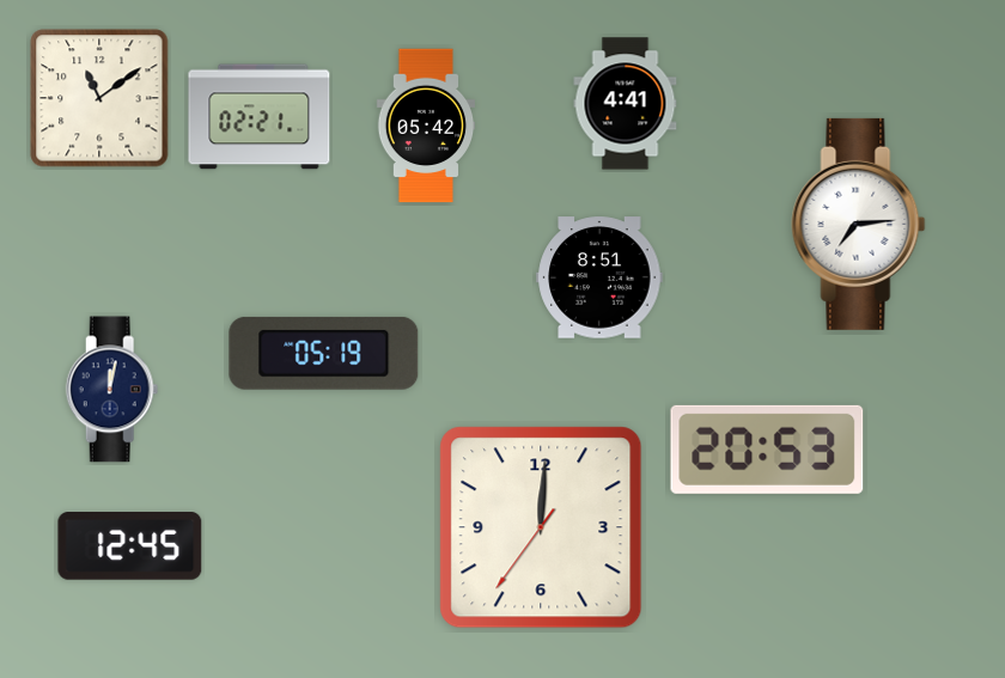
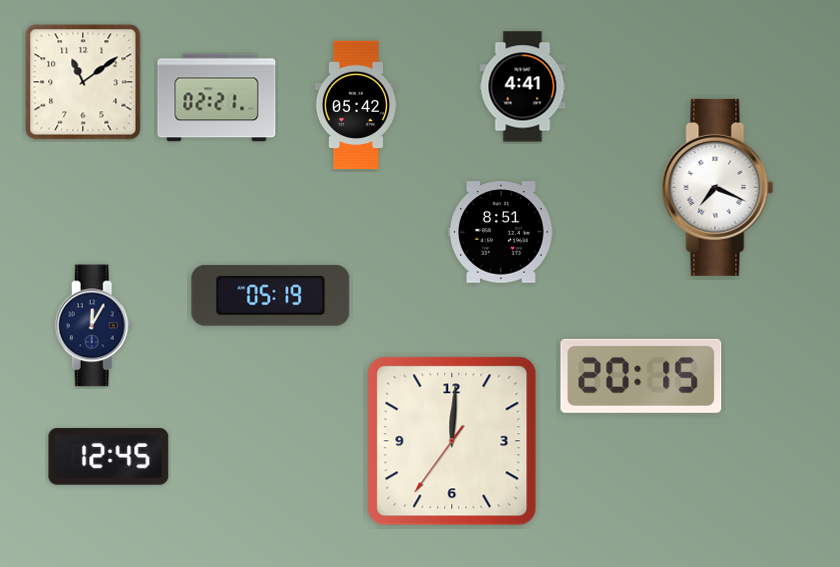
clock at (859, 224): 7:14 -> 7:19
clock at (112, 390): 12:02 -> 12:05
clock at (767, 450): 20:53 -> 20:15
